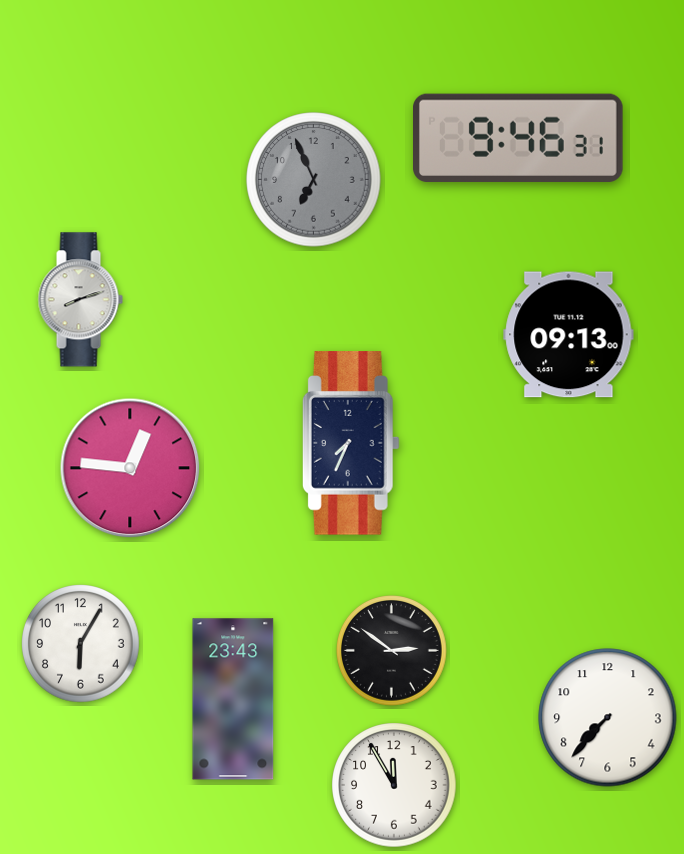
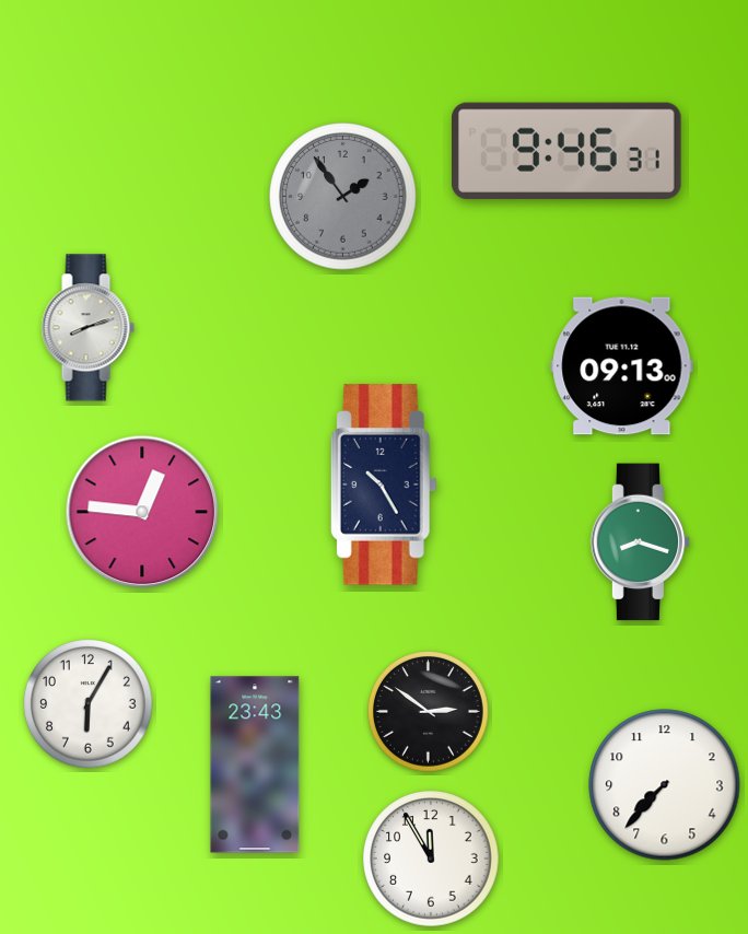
clock at (314, 180): 6:56 -> 1:54
clock at (351, 443): 7:34 -> 10:25
clock at (641, 542): none -> 8:18
